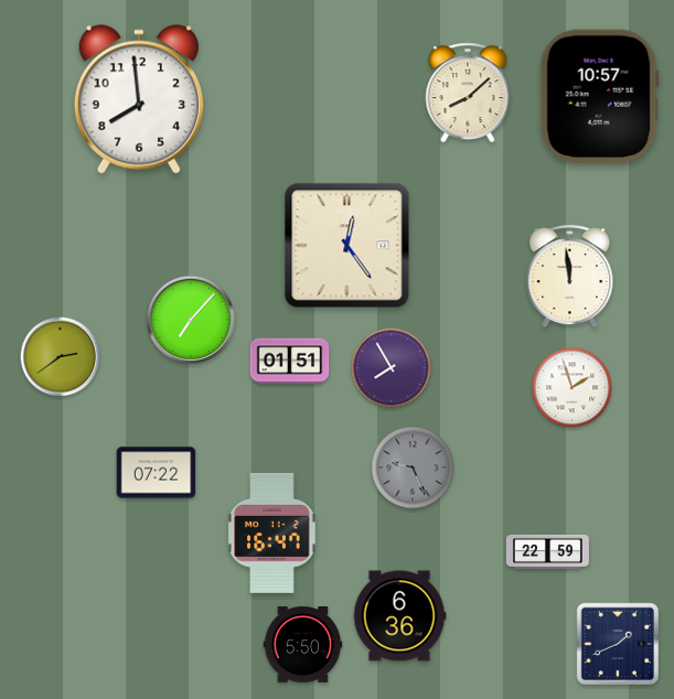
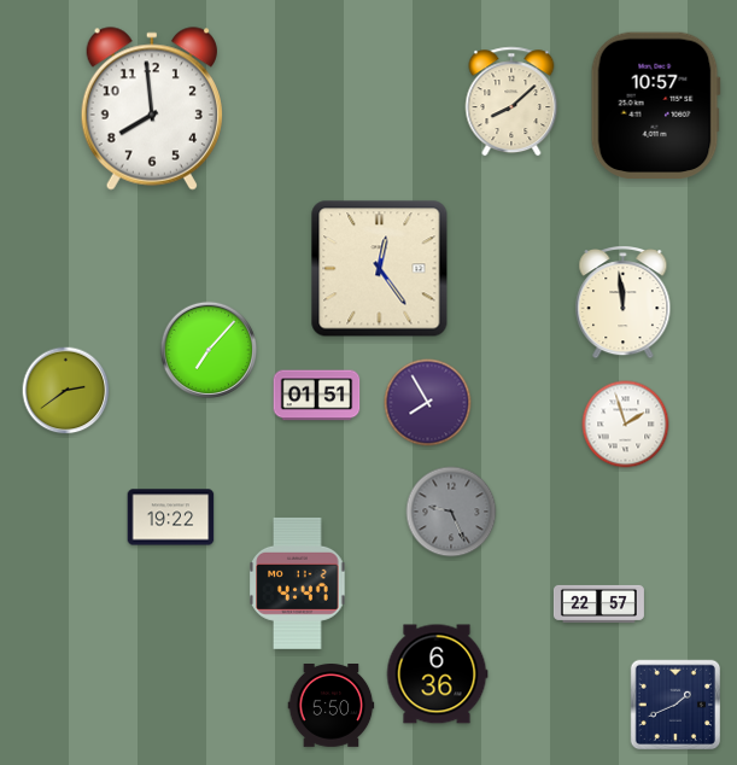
clock at (157, 473): 07:22 -> 19:22
clock at (272, 533): 16:47 -> 4:47
clock at (547, 551): 22:59 -> 22:57
